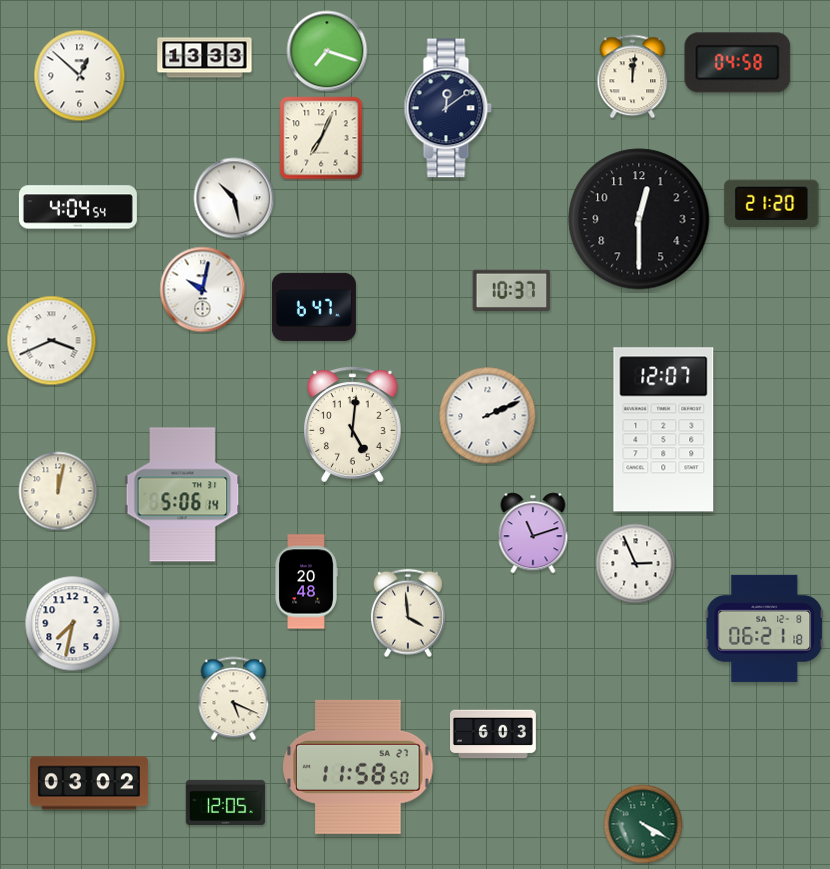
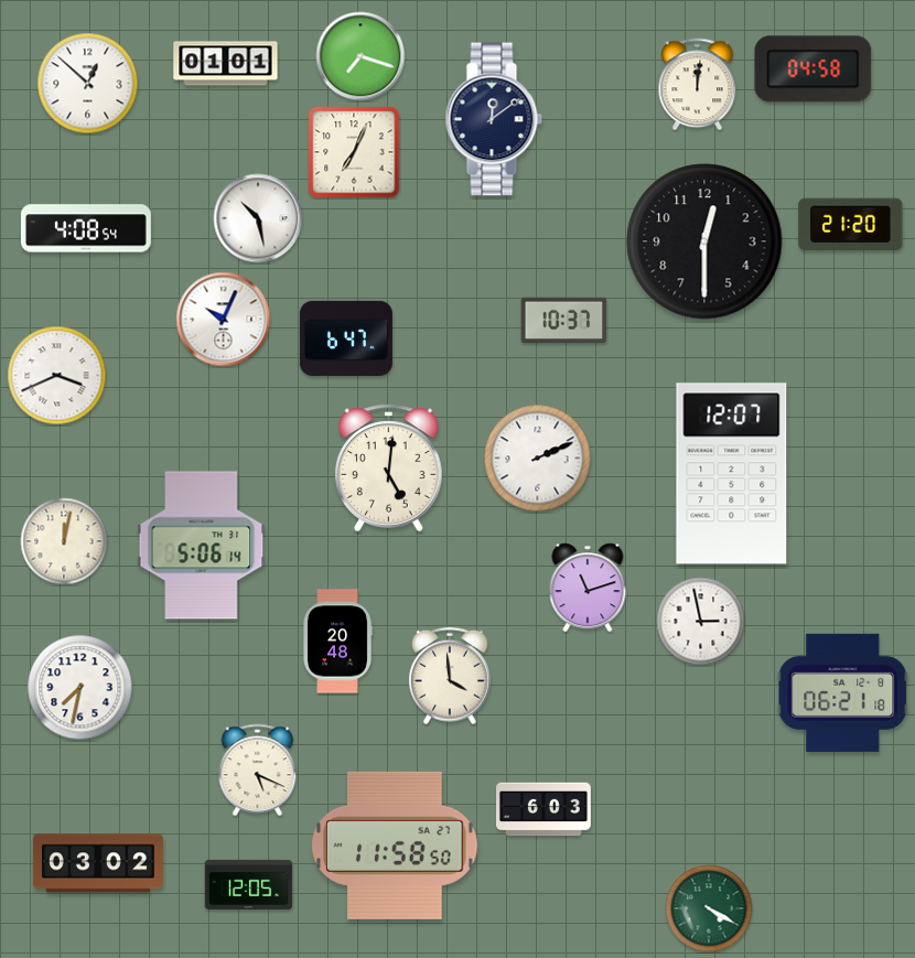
clock at (205, 58): 13:33 -> 01:01
clock at (78, 207): 4:04 -> 4:08
clock at (203, 290): 10:02 -> 10:04
clock at (636, 564): 2:56 -> 2:58
